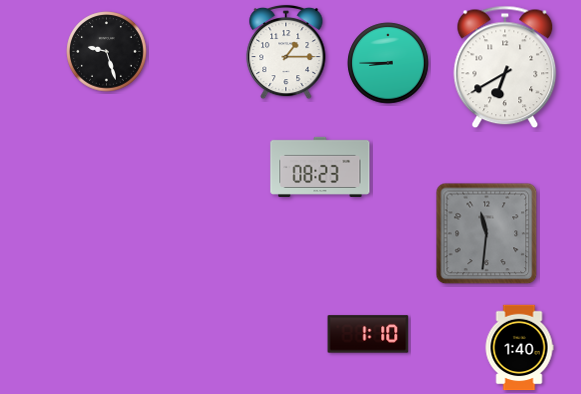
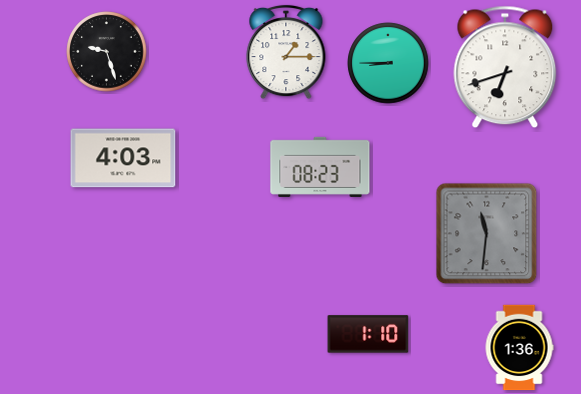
clock at (505, 67): 6:40 -> 6:42
clock at (123, 158): none -> 4:03
clock at (519, 348): 1:40 -> 1:36
